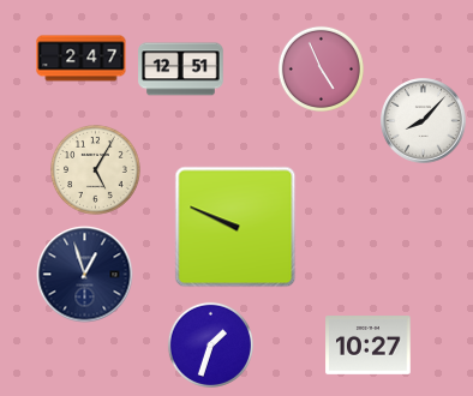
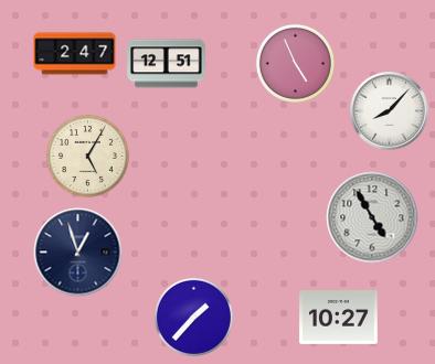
clock at (235, 227): 9:49 -> none
clock at (372, 217): none -> 4:55
clock at (210, 344): 1:33 -> 1:37
